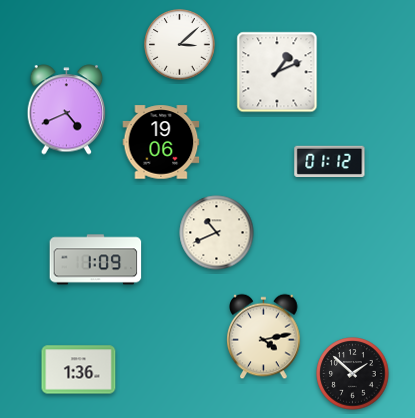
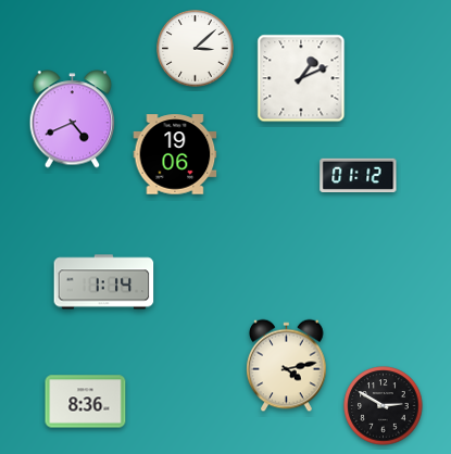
clock at (217, 233): 10:41 -> none
clock at (96, 260): 1:09 -> 1:14
clock at (79, 370): 1:36 -> 8:36
clock at (353, 374): 1:52 -> 2:50
